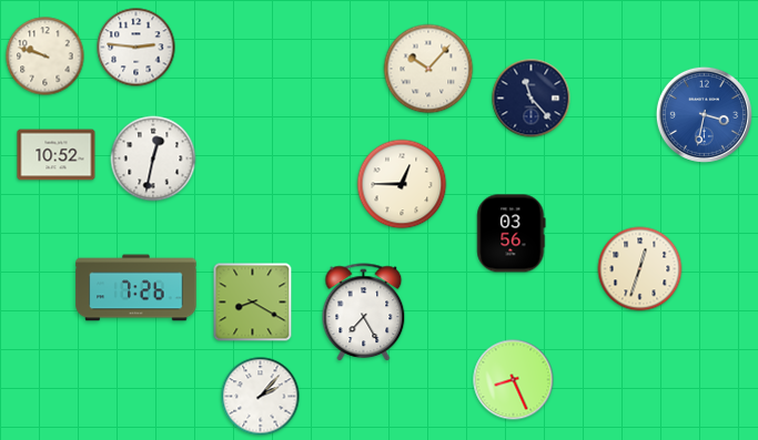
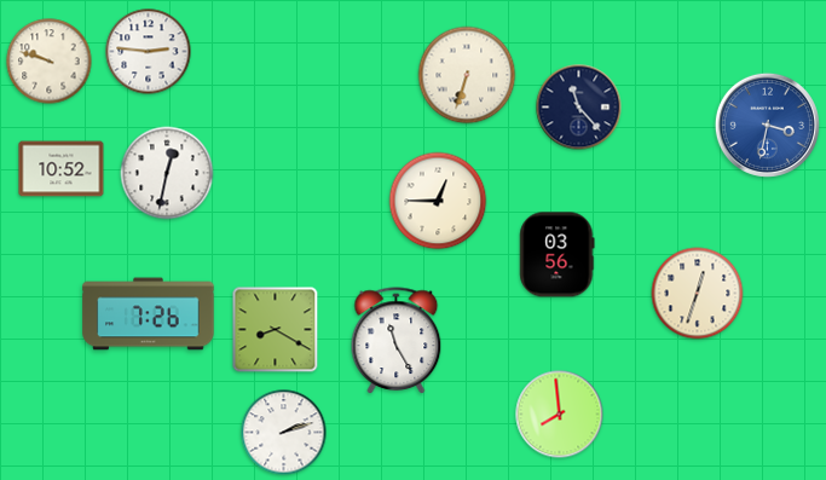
clock at (428, 69): 10:07 -> 6:33
clock at (364, 311): 7:25 -> 11:25
clock at (514, 380): 8:26 -> 7:59
clock at (261, 397): 2:07 -> 2:12
